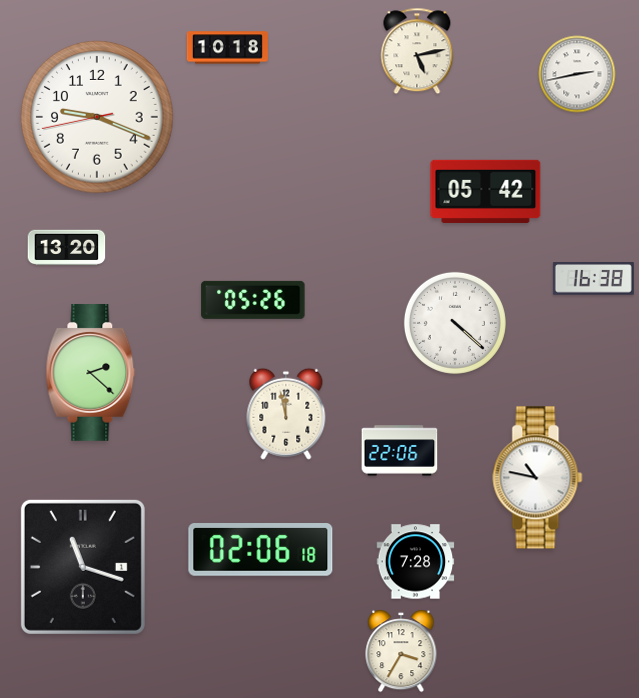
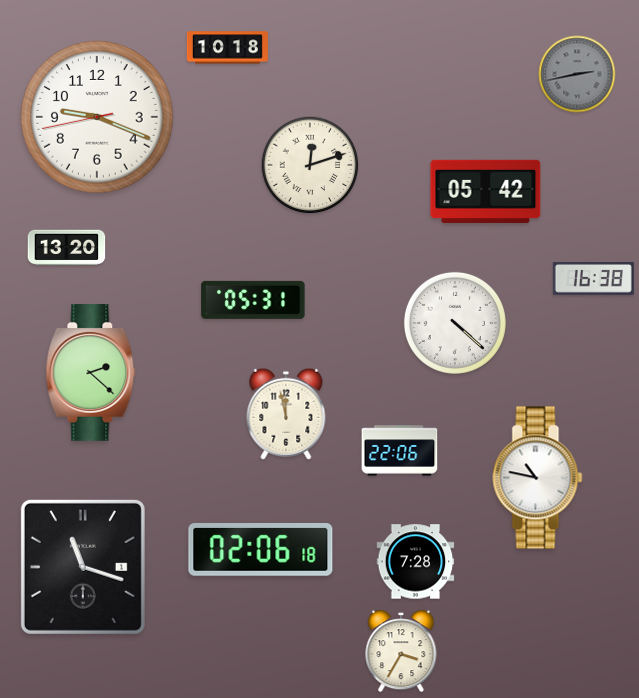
clock at (417, 51): 5:13 -> none
clock at (577, 74) dial: white -> grey
clock at (310, 165): none -> 12:12
clock at (253, 300): 05:26 -> 05:31
